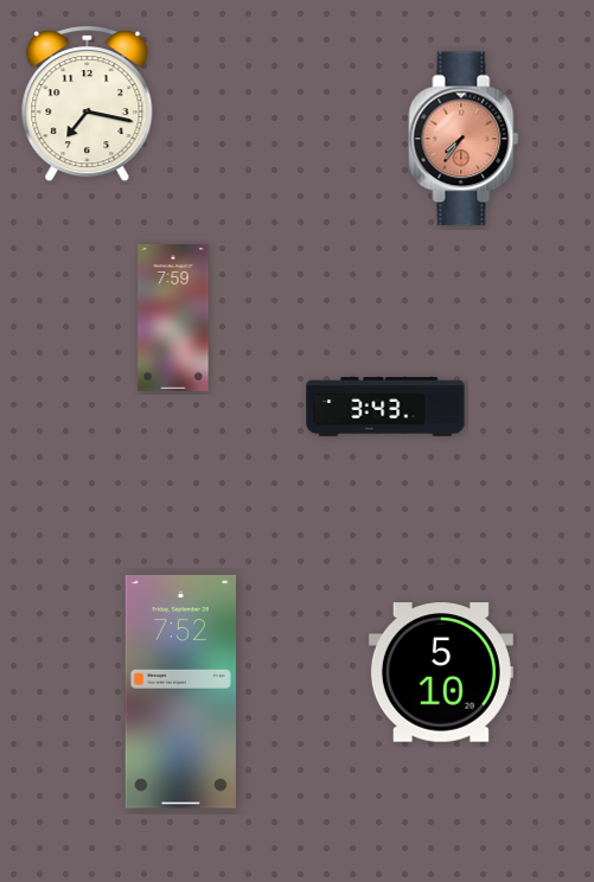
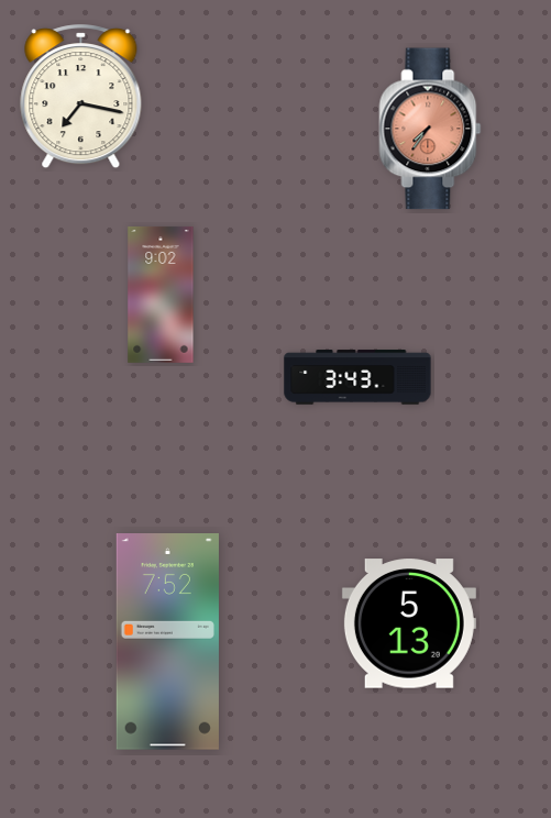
clock at (173, 318): 7:59 -> 9:02
clock at (441, 672): 5:10 -> 5:13
